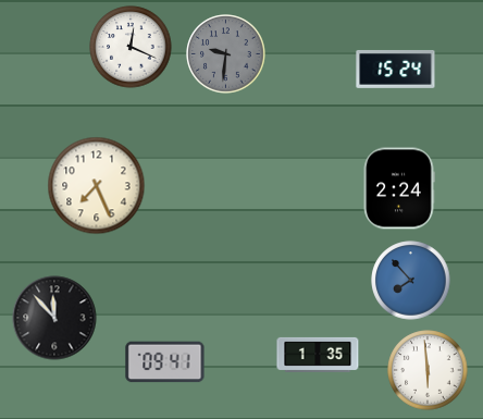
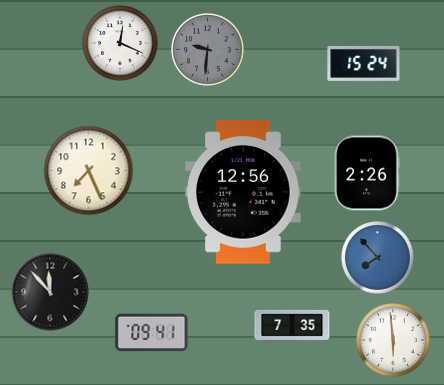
clock at (399, 188): 2:24 -> 2:26
clock at (243, 192): none -> 12:56
clock at (318, 355): 1:35 -> 7:35
